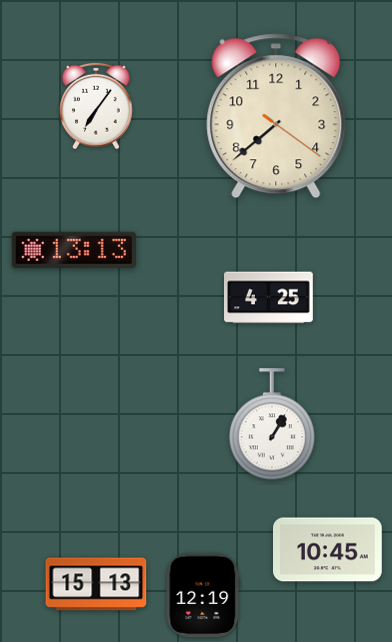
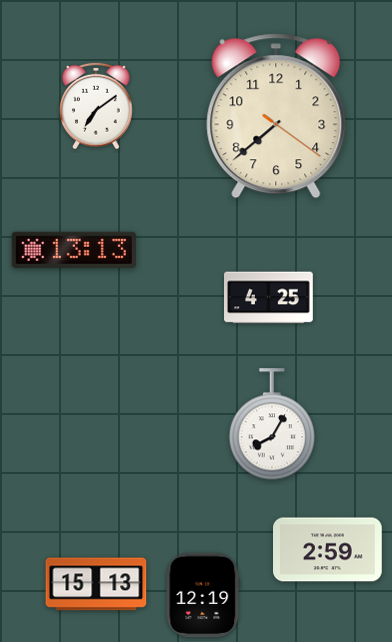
clock at (97, 106): 7:06 -> 7:09
clock at (272, 425): 1:05 -> 8:05
clock at (328, 550): 10:45 -> 2:59
